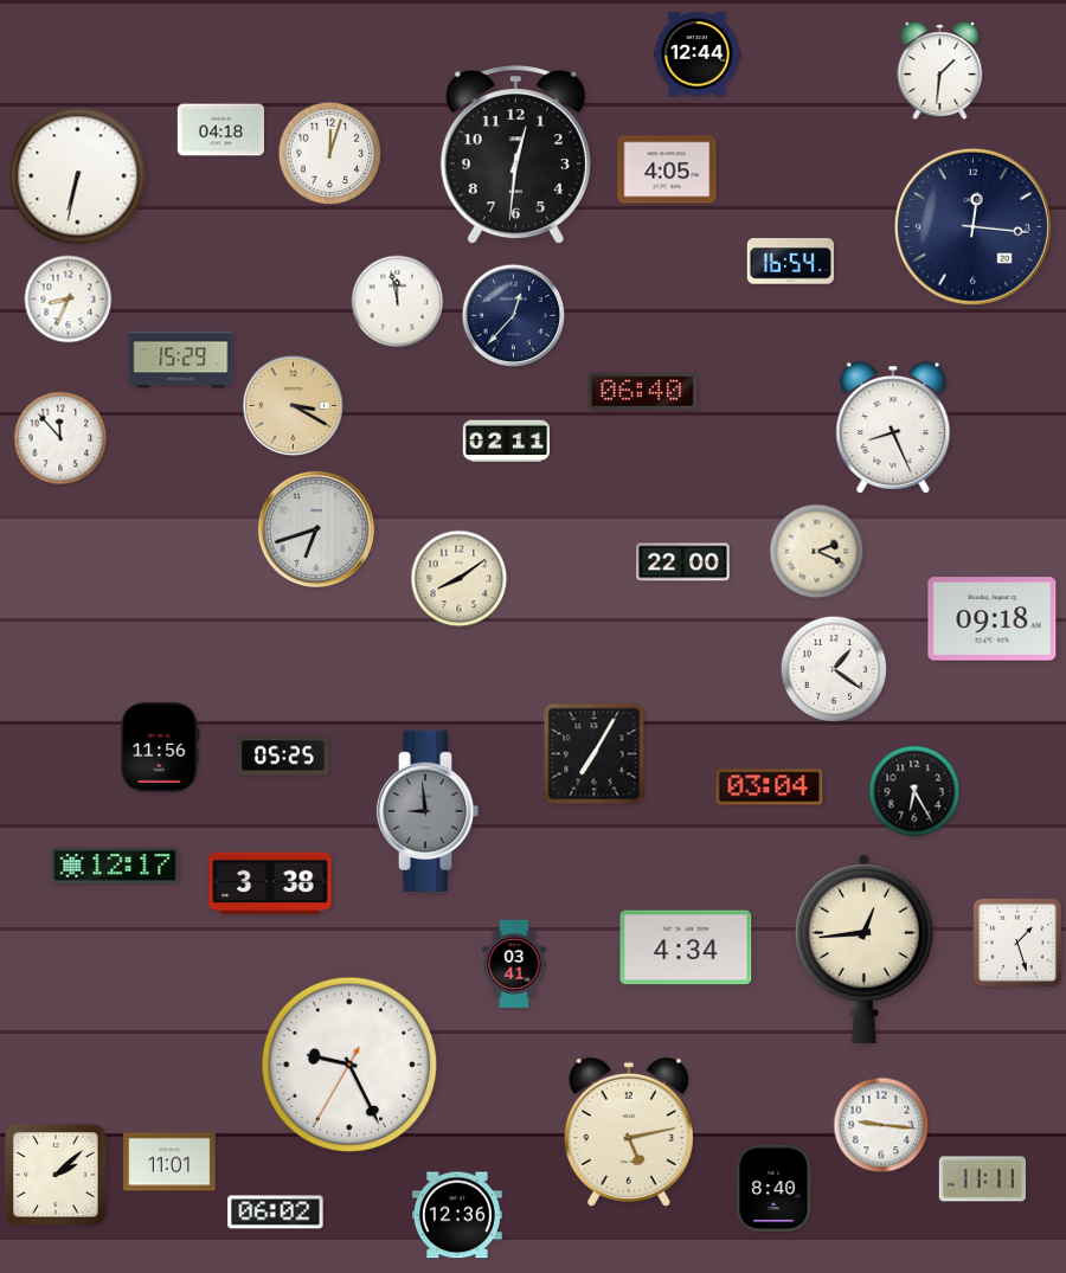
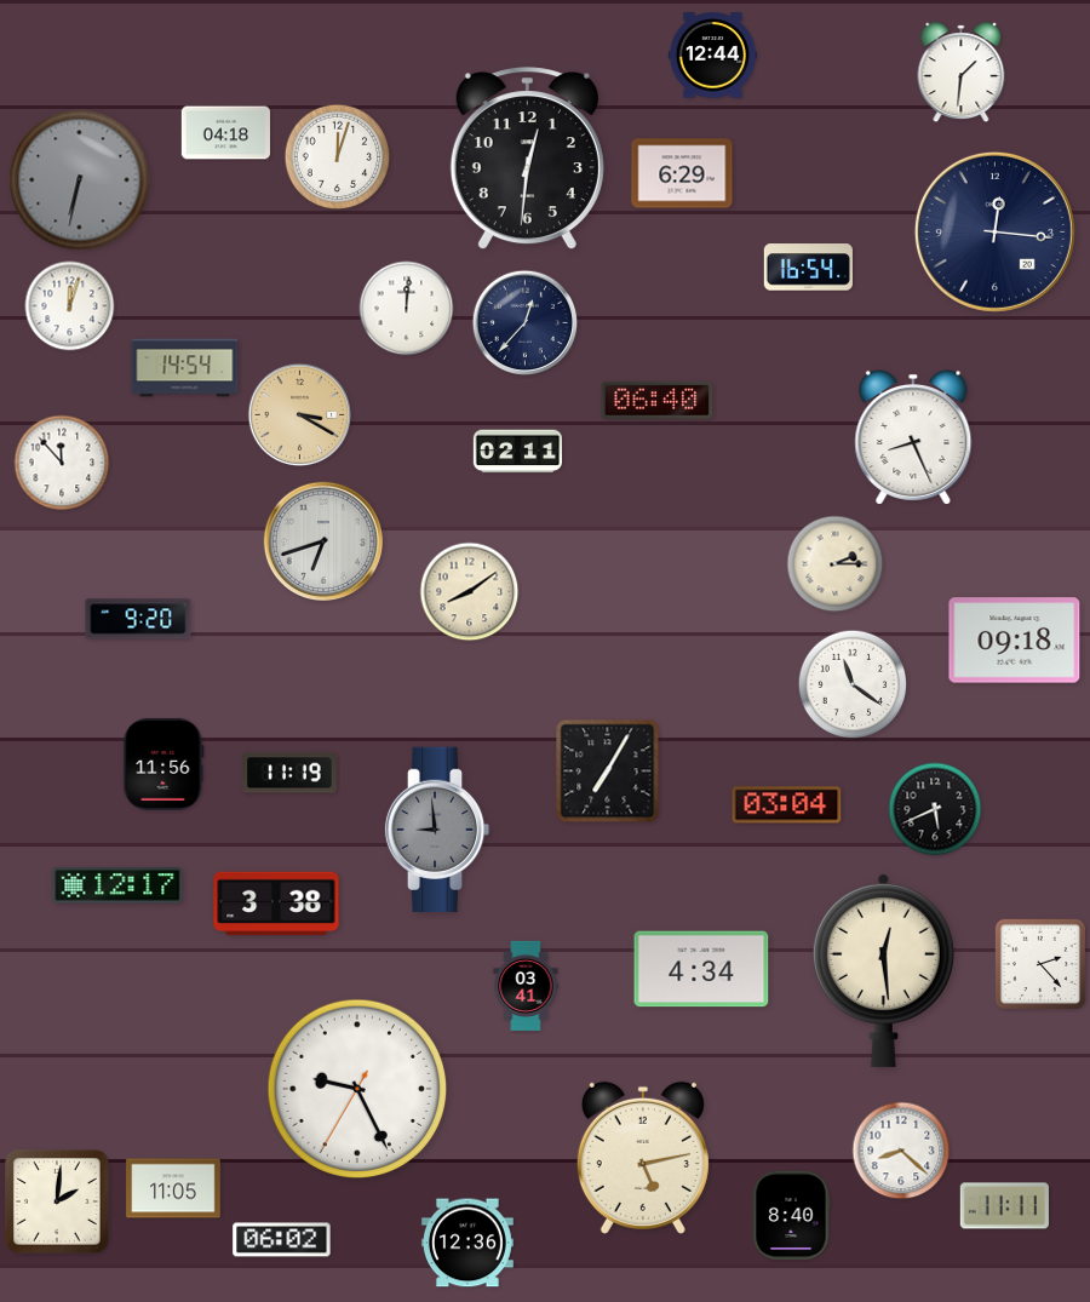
clock at (667, 169): 4:05 -> 6:29
clock at (78, 176) dial: white -> grey
clock at (69, 300): 8:34 -> 12:03
clock at (398, 302): 11:58 -> 12:01
clock at (181, 360): 15:29 -> 14:54
clock at (60, 438) position: (60, 438) -> (62, 463)
clock at (817, 552): 2:19 -> 2:15
clock at (683, 562): 22:00 -> none
clock at (138, 619): none -> 9:20
clock at (993, 619) position: (993, 619) -> (1015, 641)
clock at (834, 669): 1:21 -> 11:21
clock at (283, 756): 05:25 -> 11:19
clock at (914, 791): 6:25 -> 5:41
clock at (1016, 941): 1:27 -> 2:23
clock at (863, 949): 12:44 -> 12:29
clock at (881, 1125): 9:16 -> 8:22
clock at (169, 1162): 11:01 -> 11:05
clock at (56, 1175): 2:08 -> 2:01
